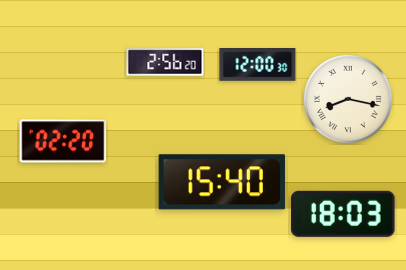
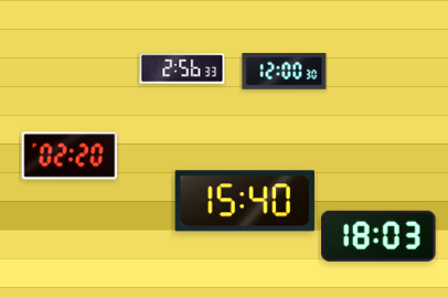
clock at (165, 62): 2:56:20 -> 2:56:33
clock at (348, 99): 8:17 -> none
